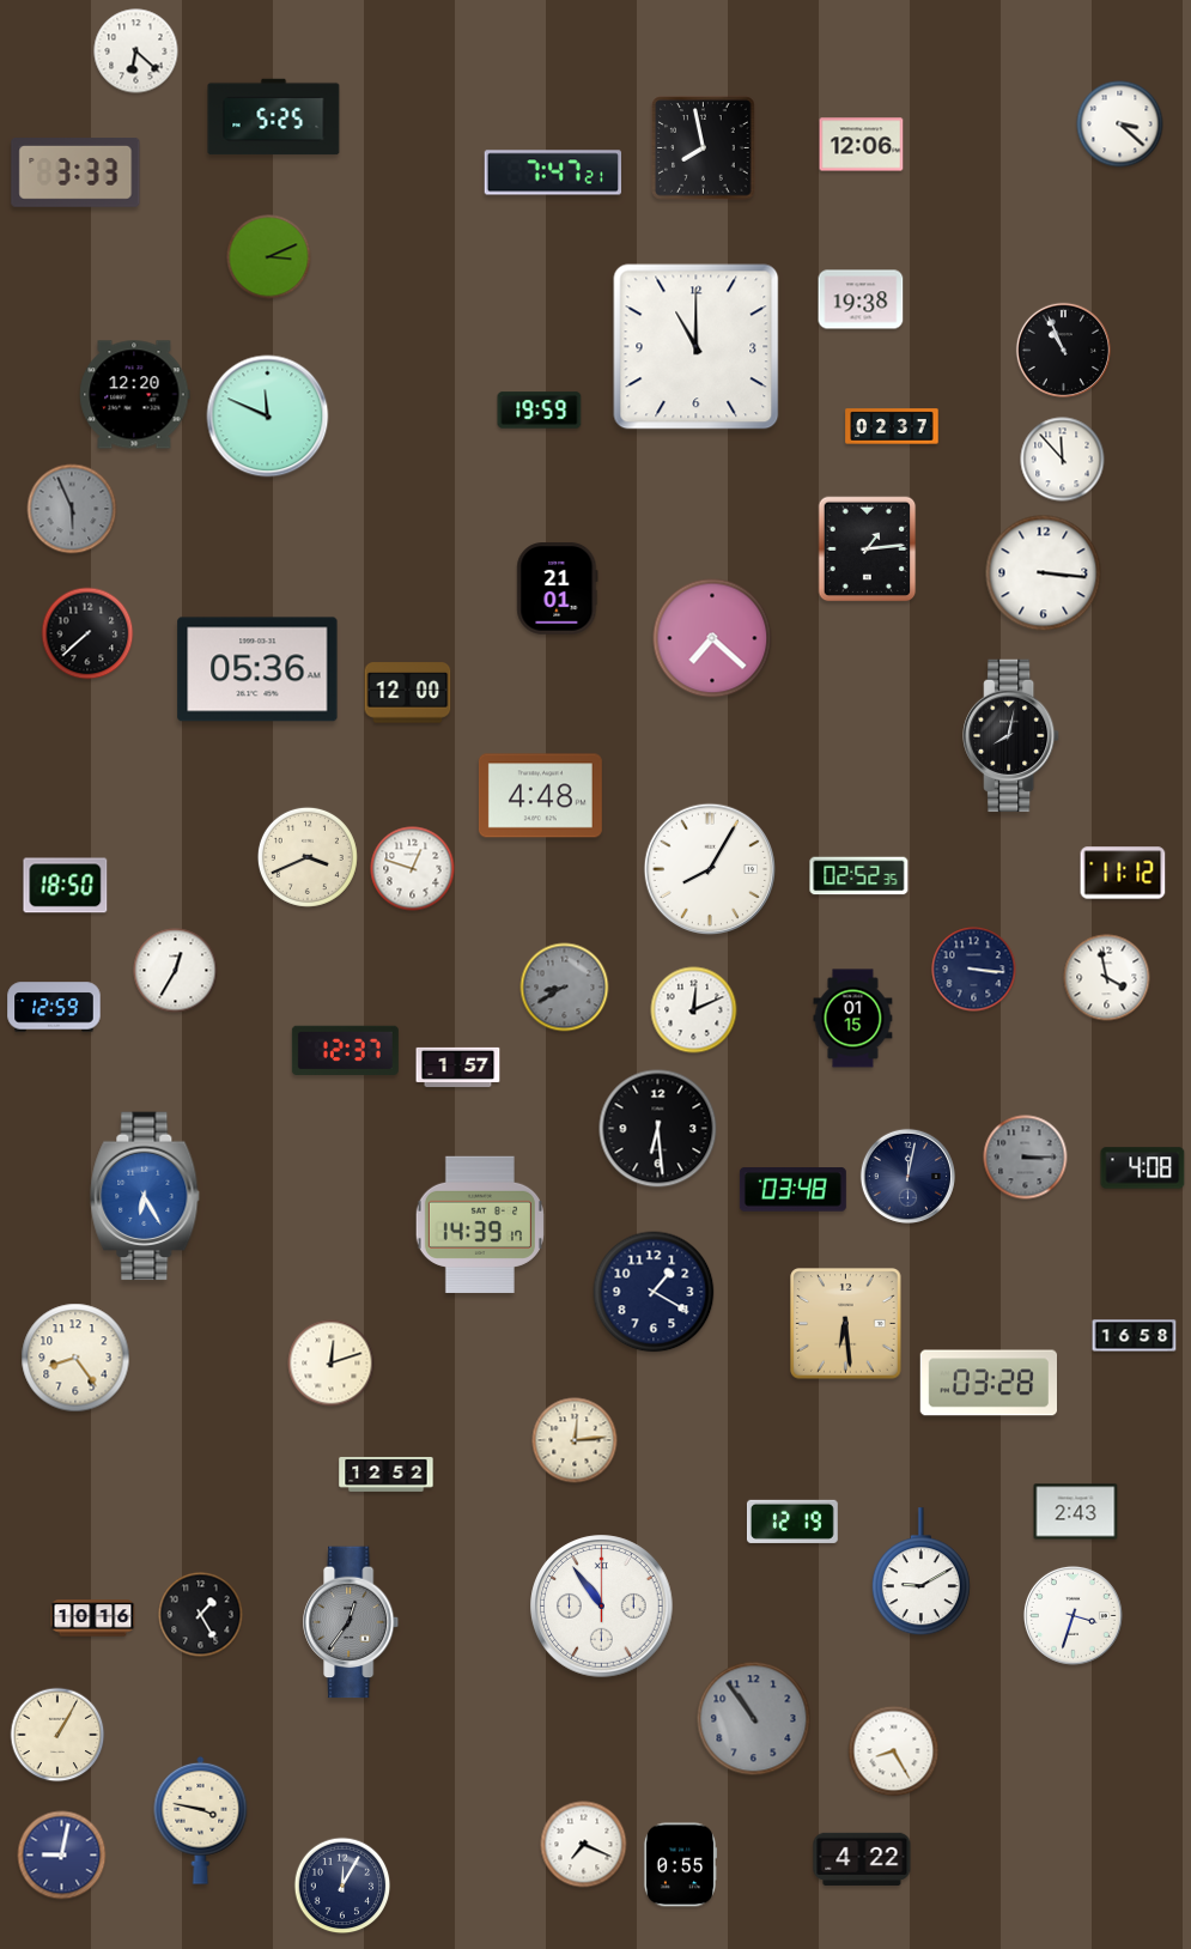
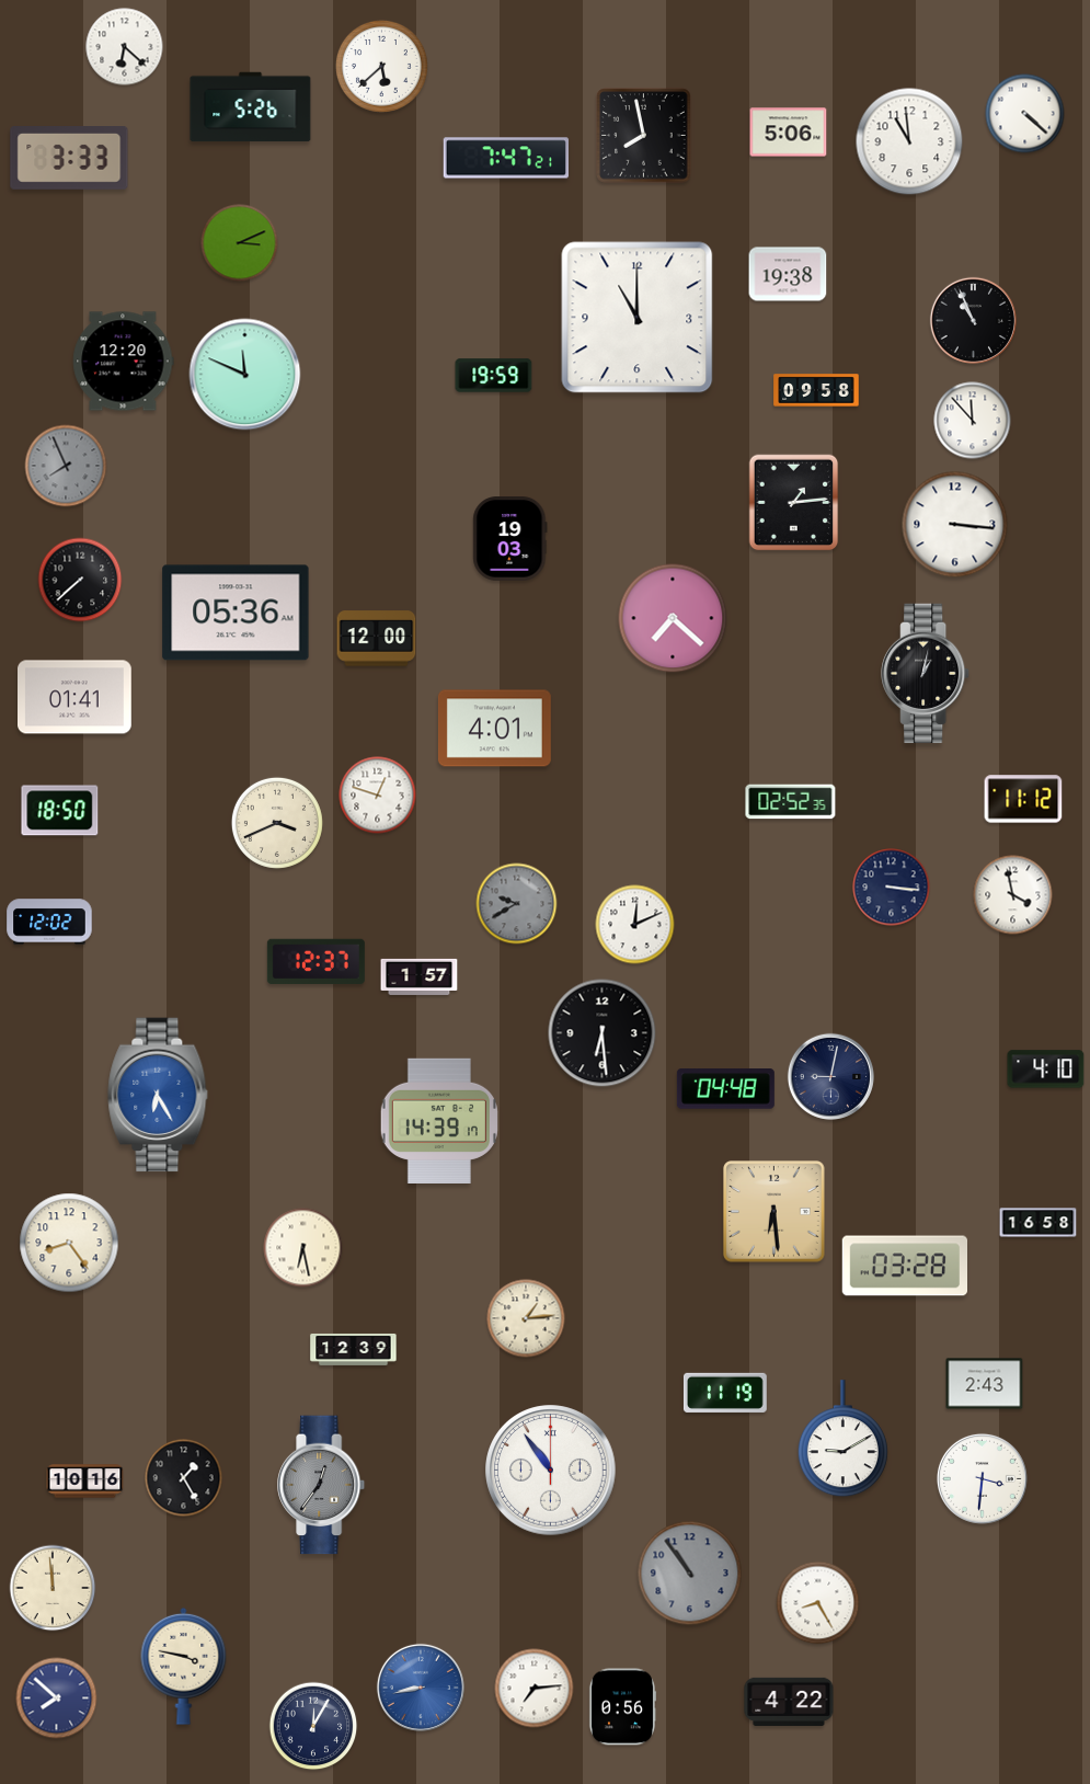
clock at (381, 66): none -> 5:38
clock at (274, 117): 5:25 -> 5:26
clock at (1120, 125): 3:22 -> 4:22
clock at (862, 145): 12:06 -> 5:06
clock at (909, 141): none -> 10:59
clock at (269, 257) position: (269, 257) -> (240, 243)
clock at (268, 417) position: (268, 417) -> (245, 375)
clock at (892, 426): 02:37 -> 09:58
clock at (72, 509): 5:56 -> 7:56
clock at (558, 589): 21:01 -> 19:03
clock at (712, 638) position: (712, 638) -> (673, 618)
clock at (408, 693) position: (408, 693) -> (377, 639)
clock at (1011, 736): 8:02 -> 1:02
clock at (76, 697): none -> 01:41
clock at (540, 796): 4:48 -> 4:01
clock at (308, 857) position: (308, 857) -> (277, 823)
clock at (709, 868): 8:05 -> none
clock at (1123, 873) position: (1123, 873) -> (1023, 799)
clock at (859, 876) position: (859, 876) -> (791, 802)
clock at (176, 971): 12:35 -> none
clock at (565, 988): 8:40 -> 9:40
clock at (54, 1007): 12:59 -> 12:02
clock at (853, 1019): 01:15 -> none
clock at (1026, 1158): 3:15 -> none
clock at (1143, 1168): 4:08 -> 4:10
clock at (907, 1176): 12:02 -> 9:02
clock at (792, 1190): 03:48 -> 04:48
clock at (145, 1196) position: (145, 1196) -> (158, 1095)
clock at (654, 1292): 1:20 -> none
clock at (332, 1364): 12:12 -> 6:28
clock at (575, 1440): 12:14 -> 1:14
clock at (387, 1474): 12:52 -> 12:39
clock at (792, 1522): 12:19 -> 11:19
clock at (1072, 1615): 3:33 -> 3:31
clock at (57, 1735): 1:05 -> 11:59
clock at (421, 1688): none -> 8:43
clock at (584, 1845): 7:19 -> 7:14
clock at (62, 1856): 9:02 -> 7:52
clock at (680, 1865): 0:55 -> 0:56
